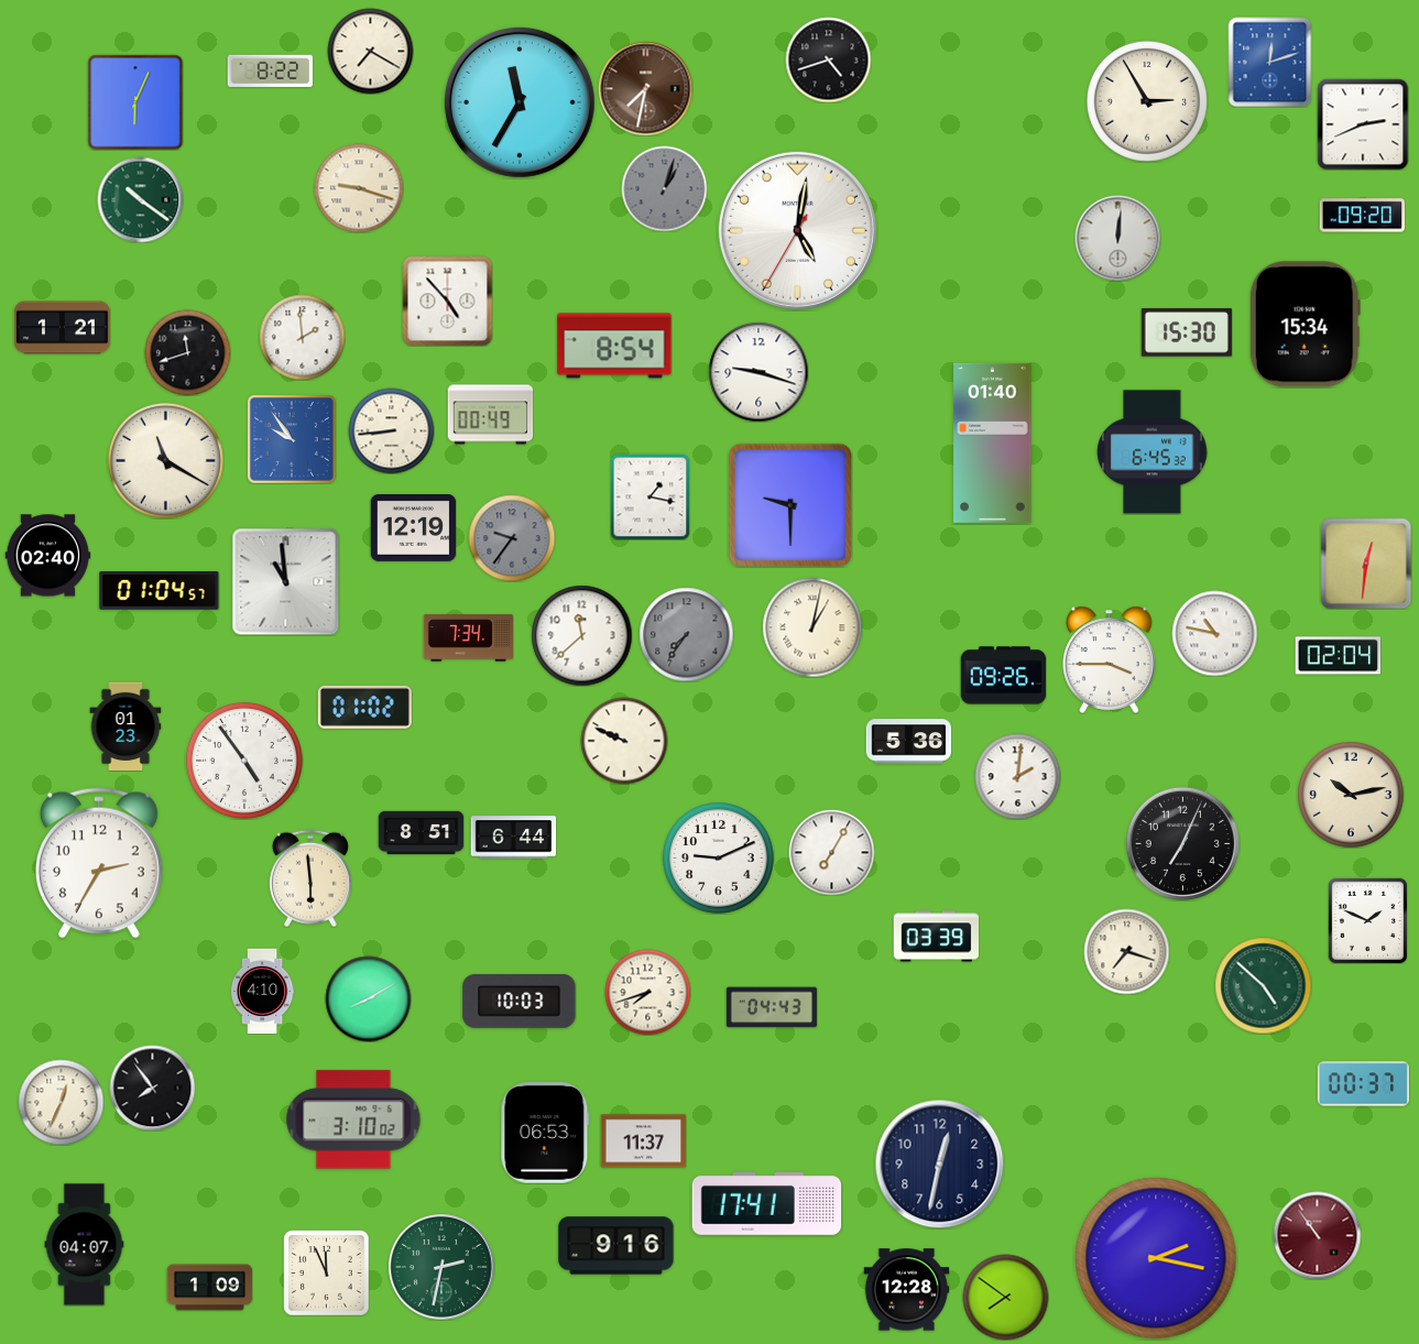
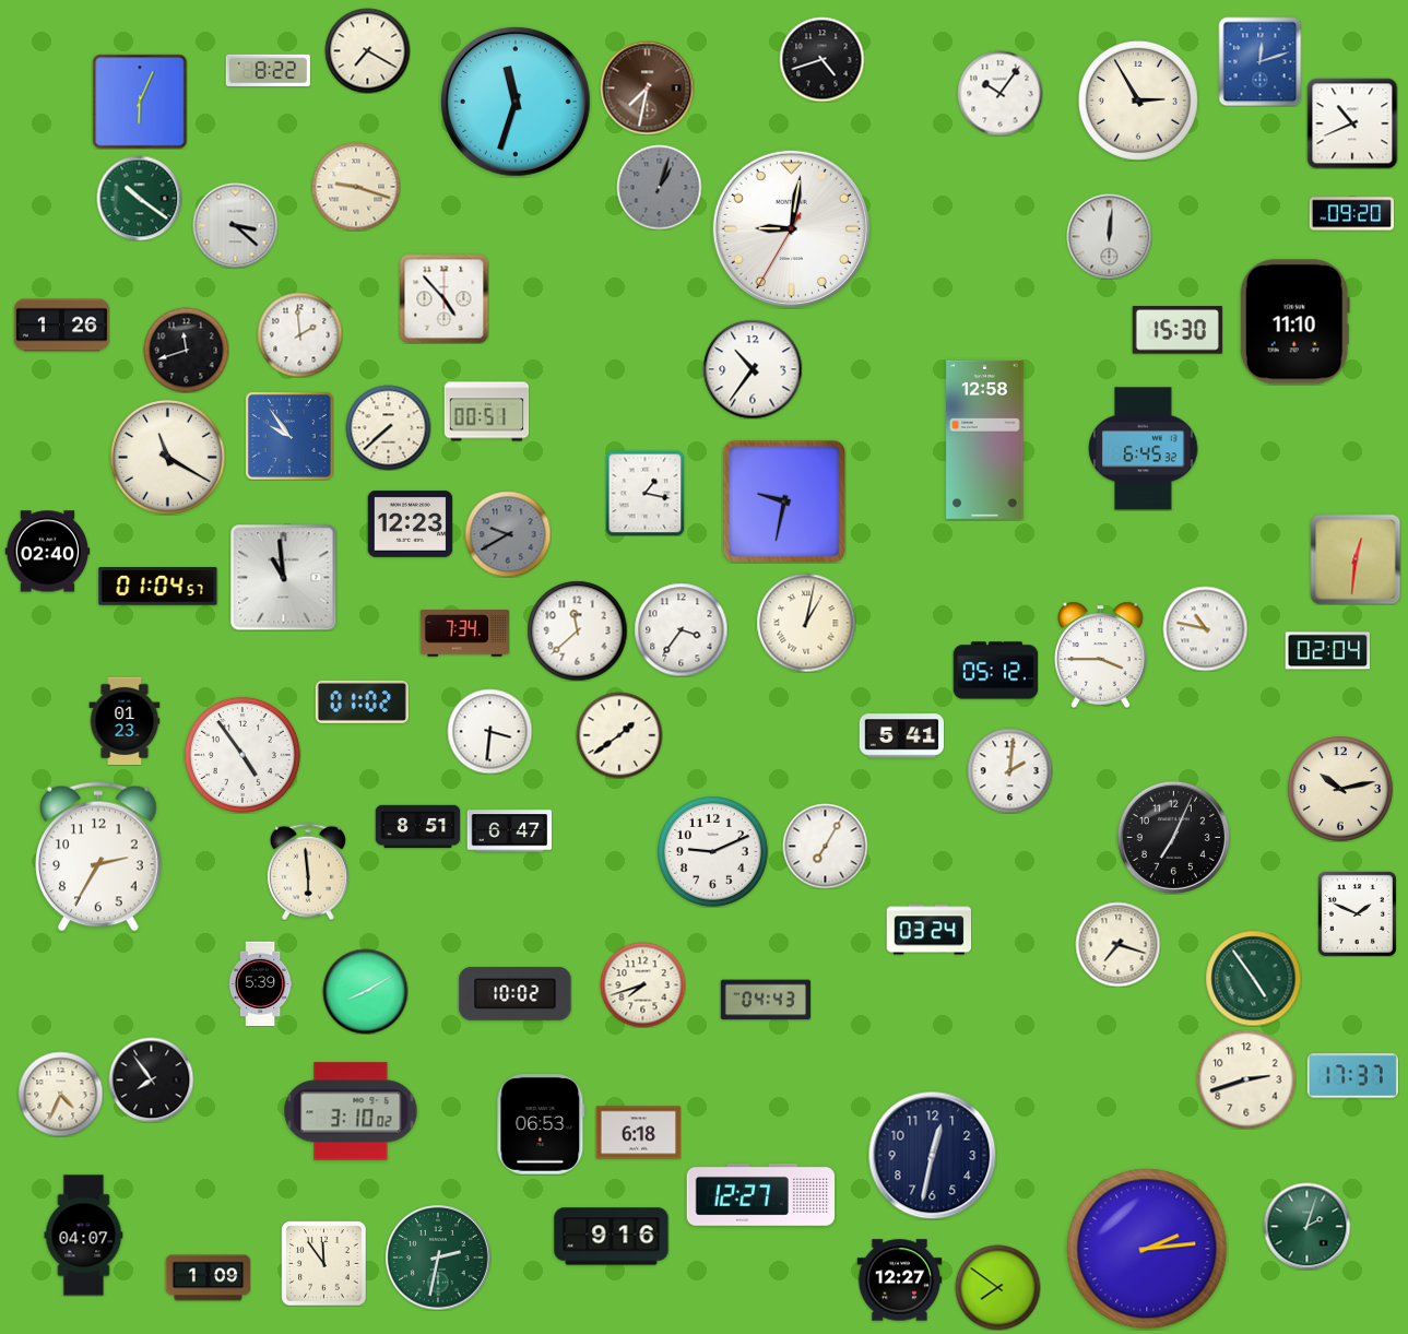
clock at (645, 88) position: (645, 88) -> (647, 87)
clock at (999, 93): none -> 10:06
clock at (135, 102) position: (135, 102) -> (140, 102)
clock at (520, 102): 11:35 -> 11:33
clock at (1363, 124): 2:41 -> 10:41
clock at (235, 225): none -> 3:22
clock at (797, 230): 5:01 -> 9:01
clock at (1305, 325): 15:34 -> 11:10
clock at (62, 328): 1:21 -> 1:26
clock at (614, 346): 8:54 -> none
clock at (758, 372): 9:18 -> 10:36
clock at (490, 415): 00:49 -> 00:51
clock at (391, 430): 8:44 -> 7:38
clock at (993, 442): 01:40 -> 12:58
clock at (165, 460) position: (165, 460) -> (167, 457)
clock at (790, 505): 9:30 -> 9:32
clock at (413, 527): 12:19 -> 12:23
clock at (512, 538): 9:36 -> 9:40
clock at (686, 634): 7:36 -> 3:36
clock at (686, 634) dial: grey -> white
clock at (1003, 676): 09:26 -> 05:12
clock at (489, 731): none -> 3:31
clock at (624, 741): 9:49 -> 1:39
clock at (908, 742): 5:36 -> 5:41
clock at (513, 838): 6:44 -> 6:47
clock at (936, 937): 03:39 -> 03:24
clock at (1263, 985): 4:52 -> 4:54
clock at (262, 991): 4:10 -> 5:39
clock at (520, 1001): 10:03 -> 10:02
clock at (1363, 1084): 00:37 -> 17:37
clock at (1246, 1079): none -> 2:42
clock at (61, 1102): 12:34 -> 4:34
clock at (643, 1141): 11:37 -> 6:18
clock at (767, 1204): 17:41 -> 12:27
clock at (1317, 1235): 10:54 -> 2:03
clock at (1317, 1235) dial: burgundy -> green
clock at (1156, 1258): 2:17 -> 2:14
clock at (326, 1272): 11:56 -> 11:54
clock at (906, 1290): 12:28 -> 12:27
